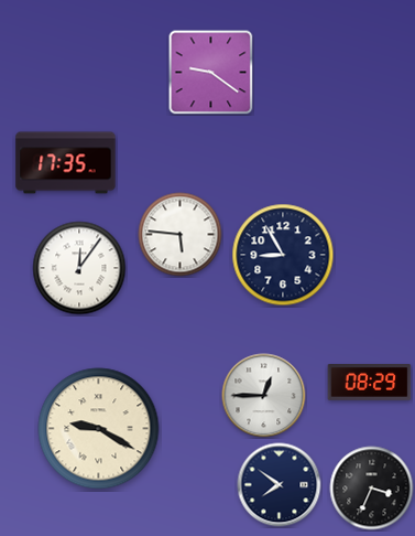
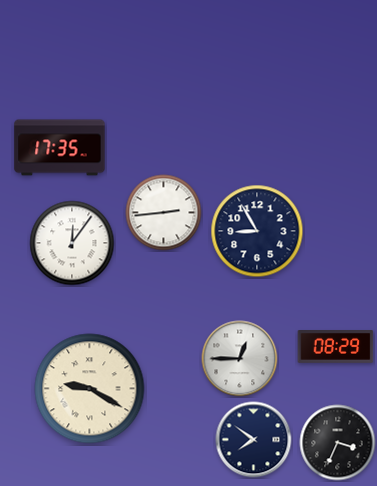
clock at (211, 73): 9:21 -> none
clock at (181, 235): 5:46 -> 2:44
